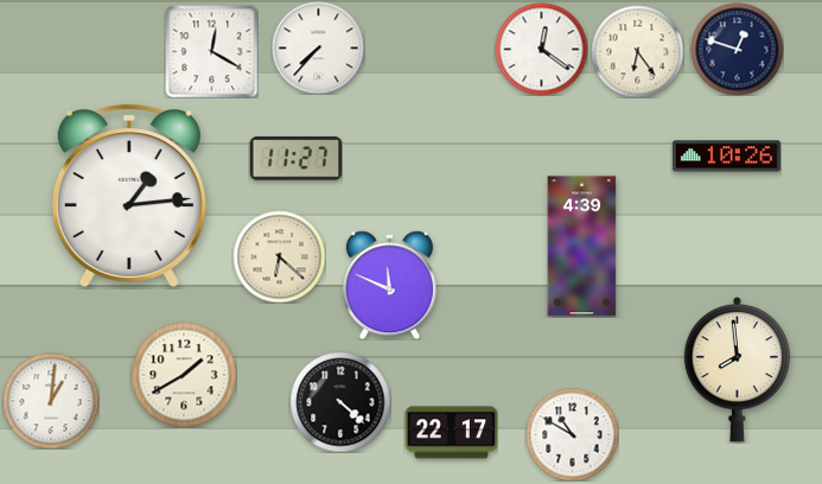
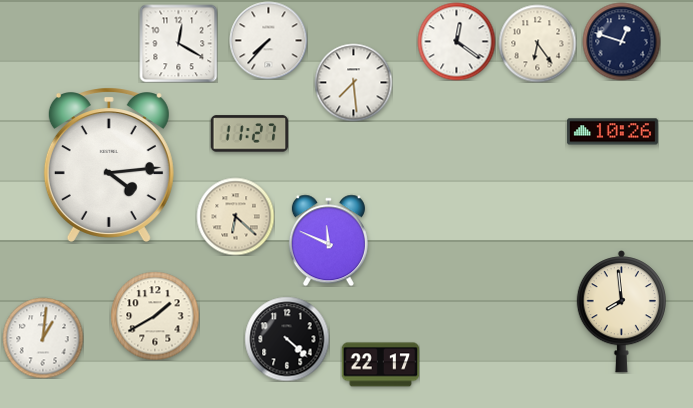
clock at (353, 82): none -> 7:29
clock at (129, 196): 1:14 -> 4:14
clock at (582, 247): 4:39 -> none
clock at (572, 434): 10:50 -> none
